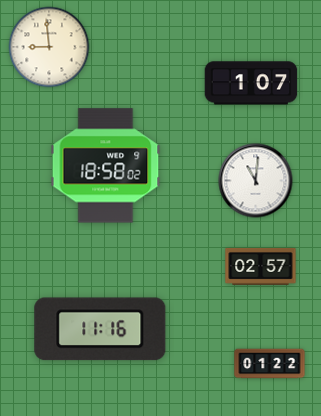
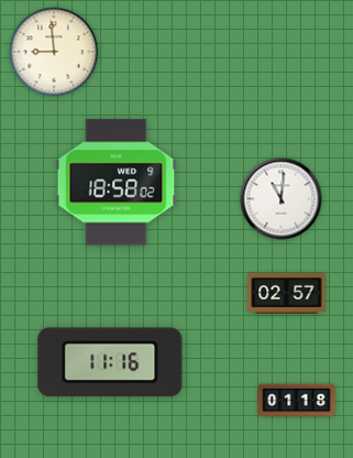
clock at (251, 83): 1:07 -> none
clock at (270, 364): 01:22 -> 01:18
